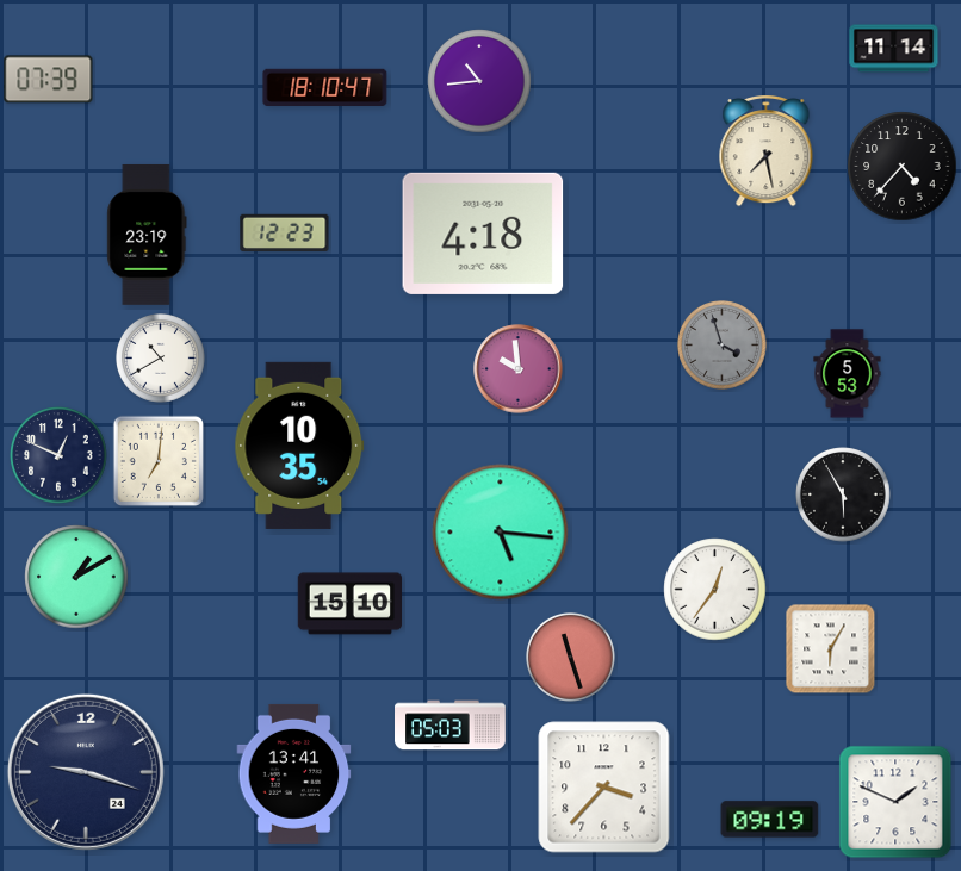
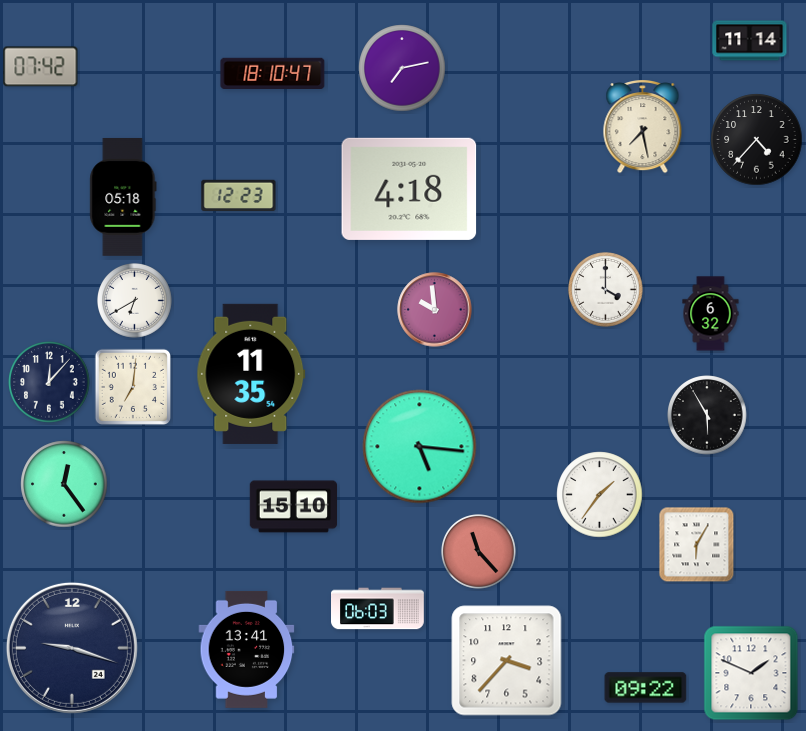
clock at (49, 80): 07:39 -> 07:42
clock at (479, 81): 10:44 -> 7:13
clock at (483, 234) position: (483, 234) -> (409, 189)
clock at (147, 235): 23:19 -> 05:18
clock at (723, 346): 3:57 -> 4:00
clock at (723, 346) dial: grey -> white
clock at (161, 359): 10:40 -> 6:40
clock at (848, 374): 5:53 -> 6:32
clock at (299, 446): 10:35 -> 11:35
clock at (58, 455): 12:49 -> 12:07
clock at (76, 577): 1:10 -> 12:24
clock at (715, 590): 12:36 -> 1:36
clock at (571, 658): 11:27 -> 11:23
clock at (451, 726): 05:03 -> 06:03
clock at (770, 820): 09:19 -> 09:22
